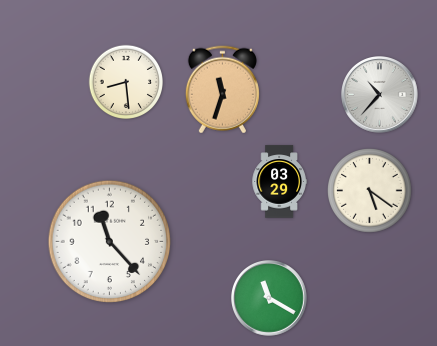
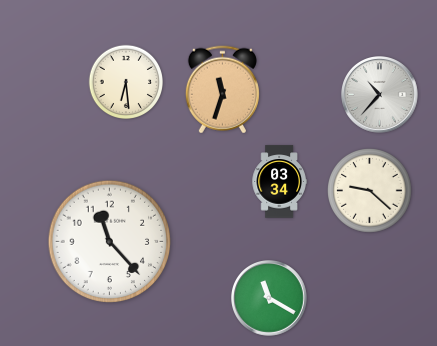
clock at (126, 82): 8:29 -> 6:29
clock at (279, 182): 03:29 -> 03:34
clock at (370, 191): 5:21 -> 9:22
